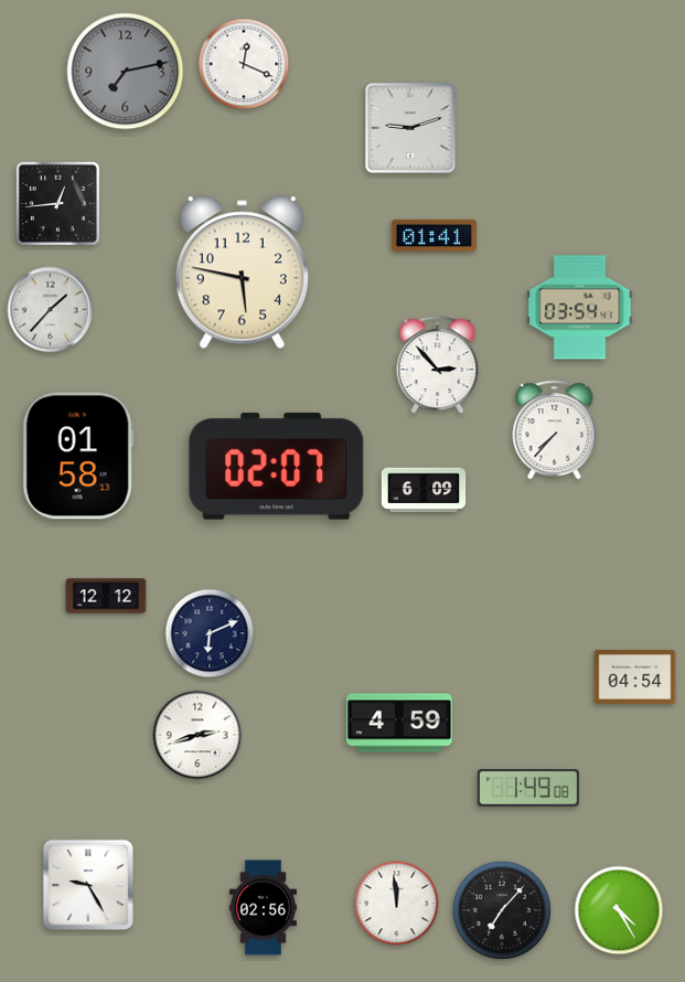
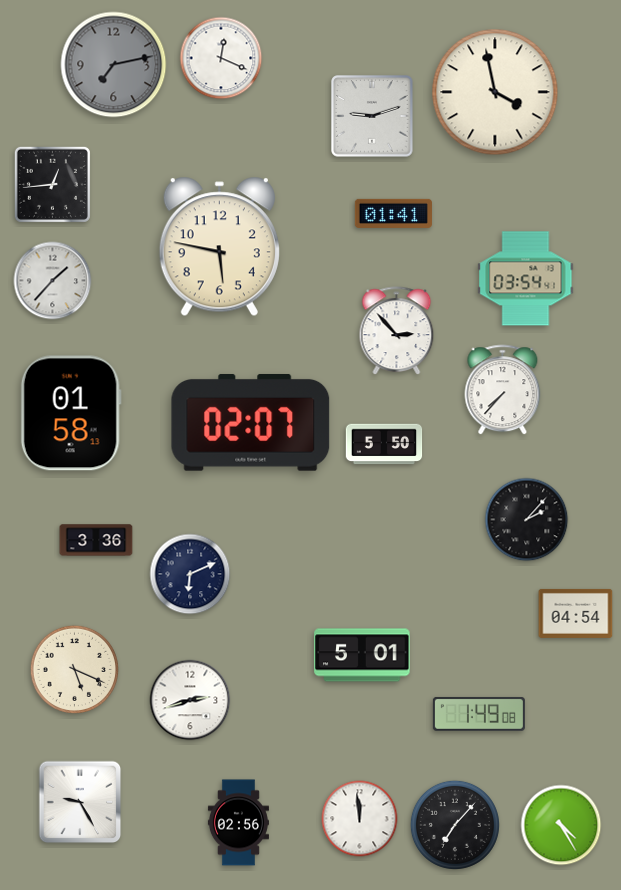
clock at (495, 92): none -> 3:58
clock at (51, 310) position: (51, 310) -> (53, 281)
clock at (424, 490): 6:09 -> 5:50
clock at (527, 520): none -> 2:07
clock at (106, 596): 12:12 -> 3:36
clock at (399, 723): 4:59 -> 5:01
clock at (197, 735) position: (197, 735) -> (190, 700)
clock at (74, 669): none -> 5:19
